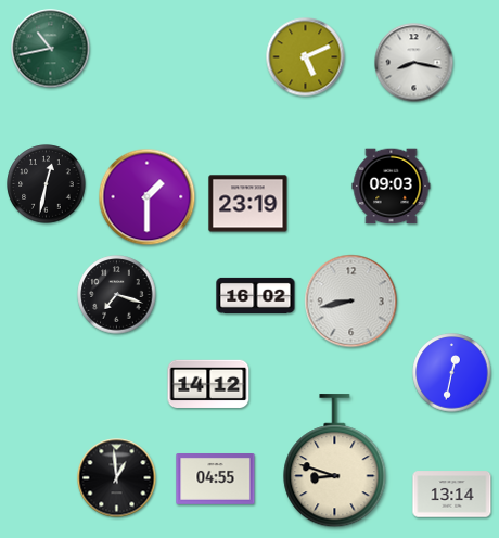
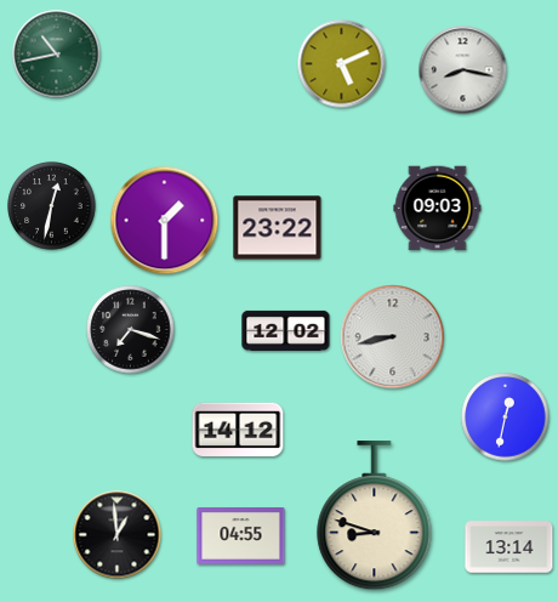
clock at (248, 204): 23:19 -> 23:22
clock at (256, 295): 16:02 -> 12:02
clock at (208, 384) position: (208, 384) -> (238, 430)
clock at (117, 478) position: (117, 478) -> (118, 535)
clock at (452, 495) position: (452, 495) -> (509, 547)
